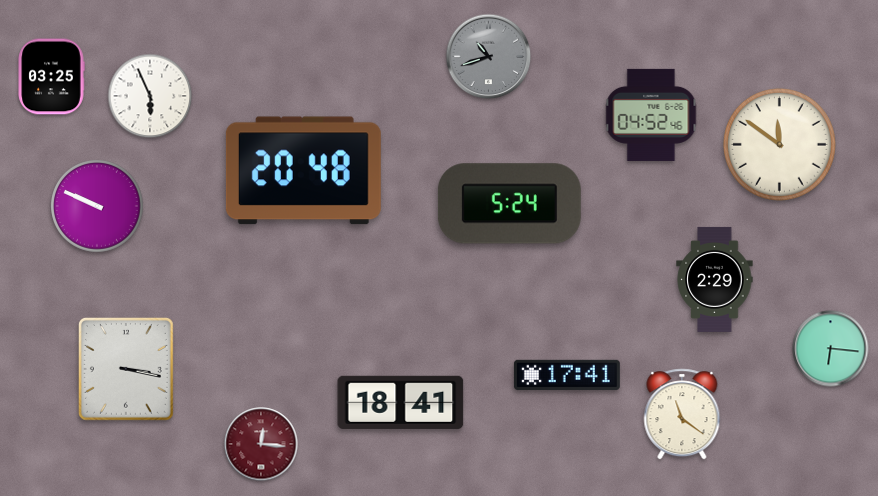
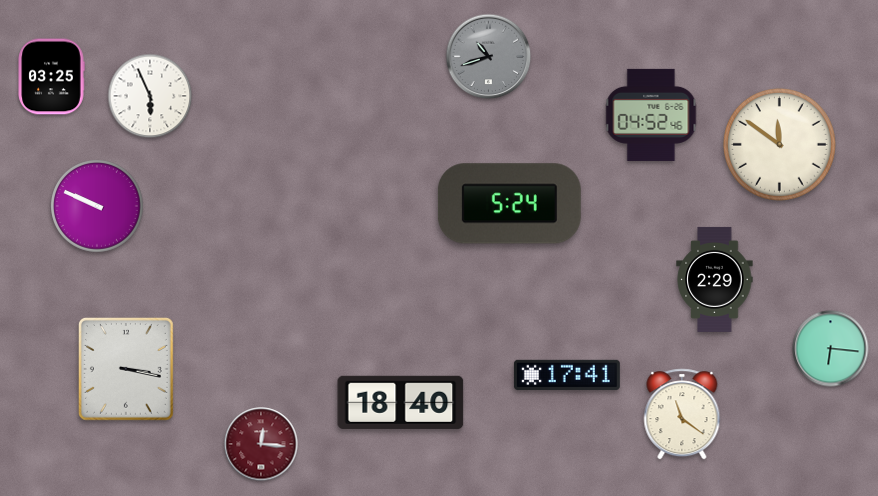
clock at (303, 171): 20:48 -> none
clock at (401, 402): 18:41 -> 18:40
